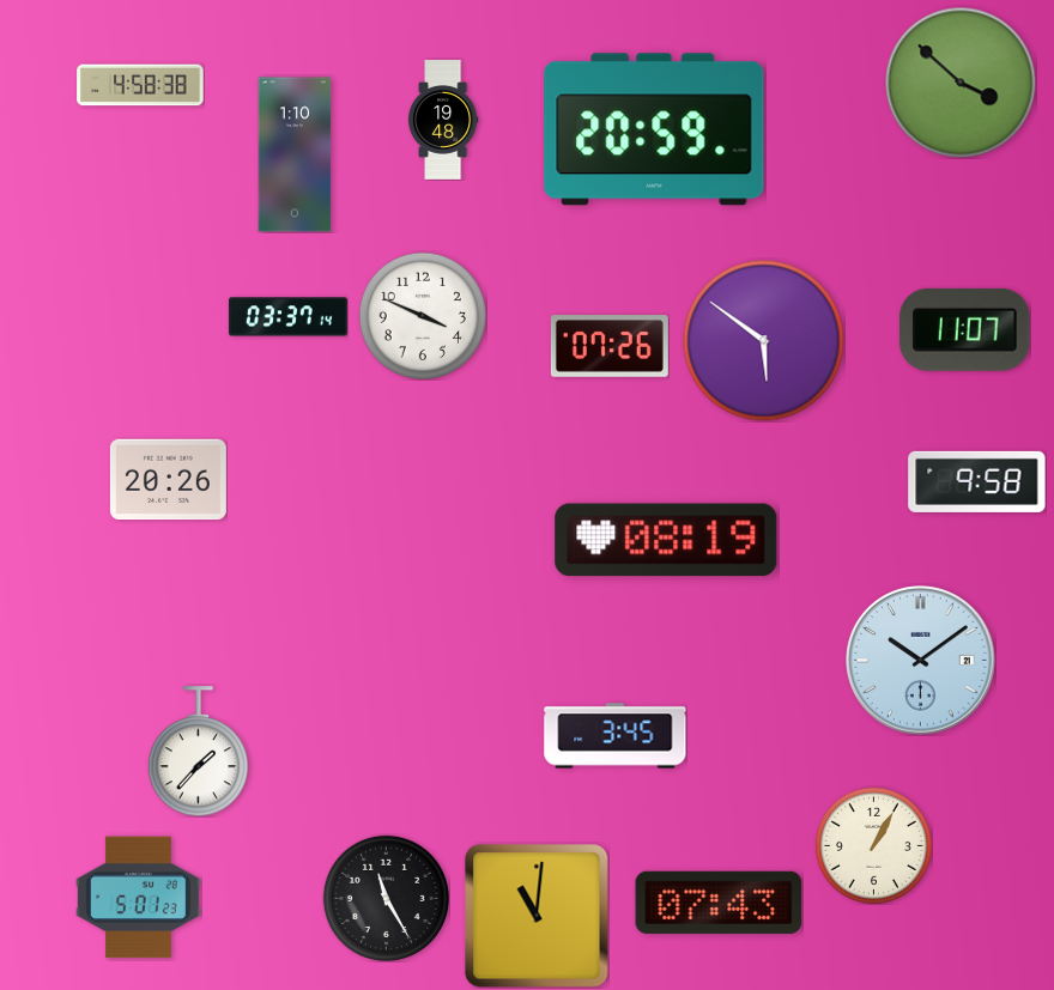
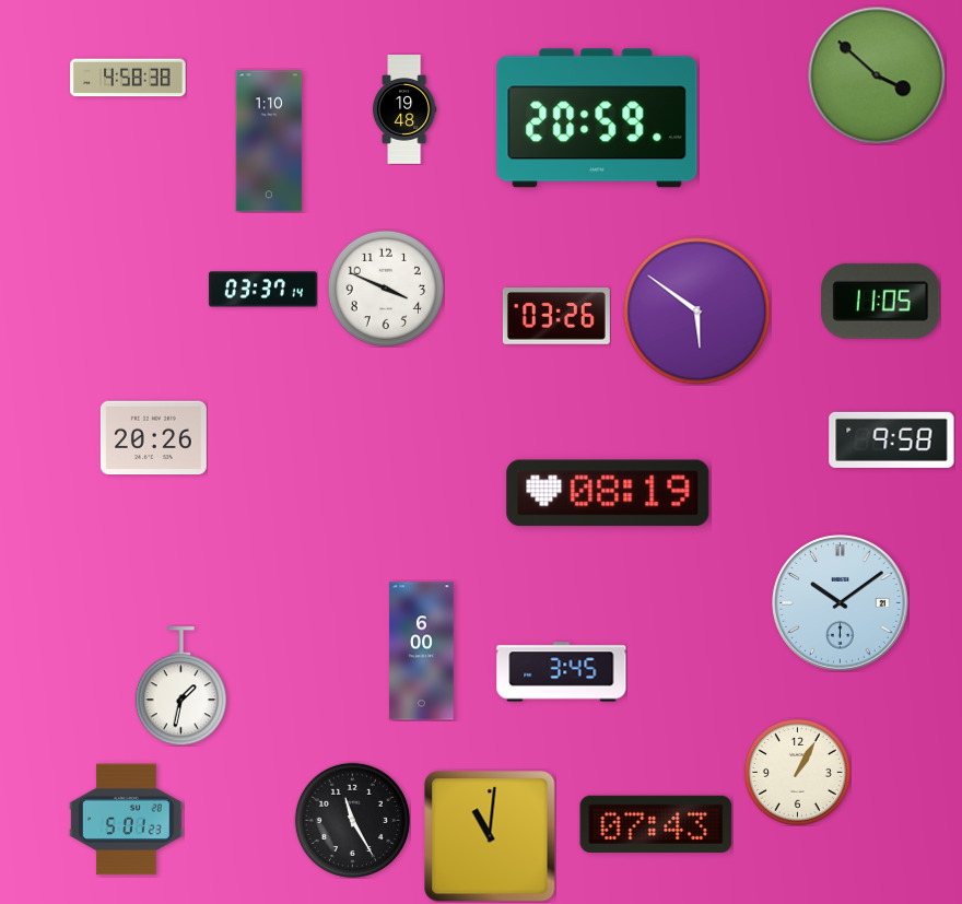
clock at (965, 329): 11:07 -> 11:05
clock at (610, 346): 07:26 -> 03:26
clock at (422, 651): none -> 6:00
clock at (198, 752): 1:37 -> 1:32
